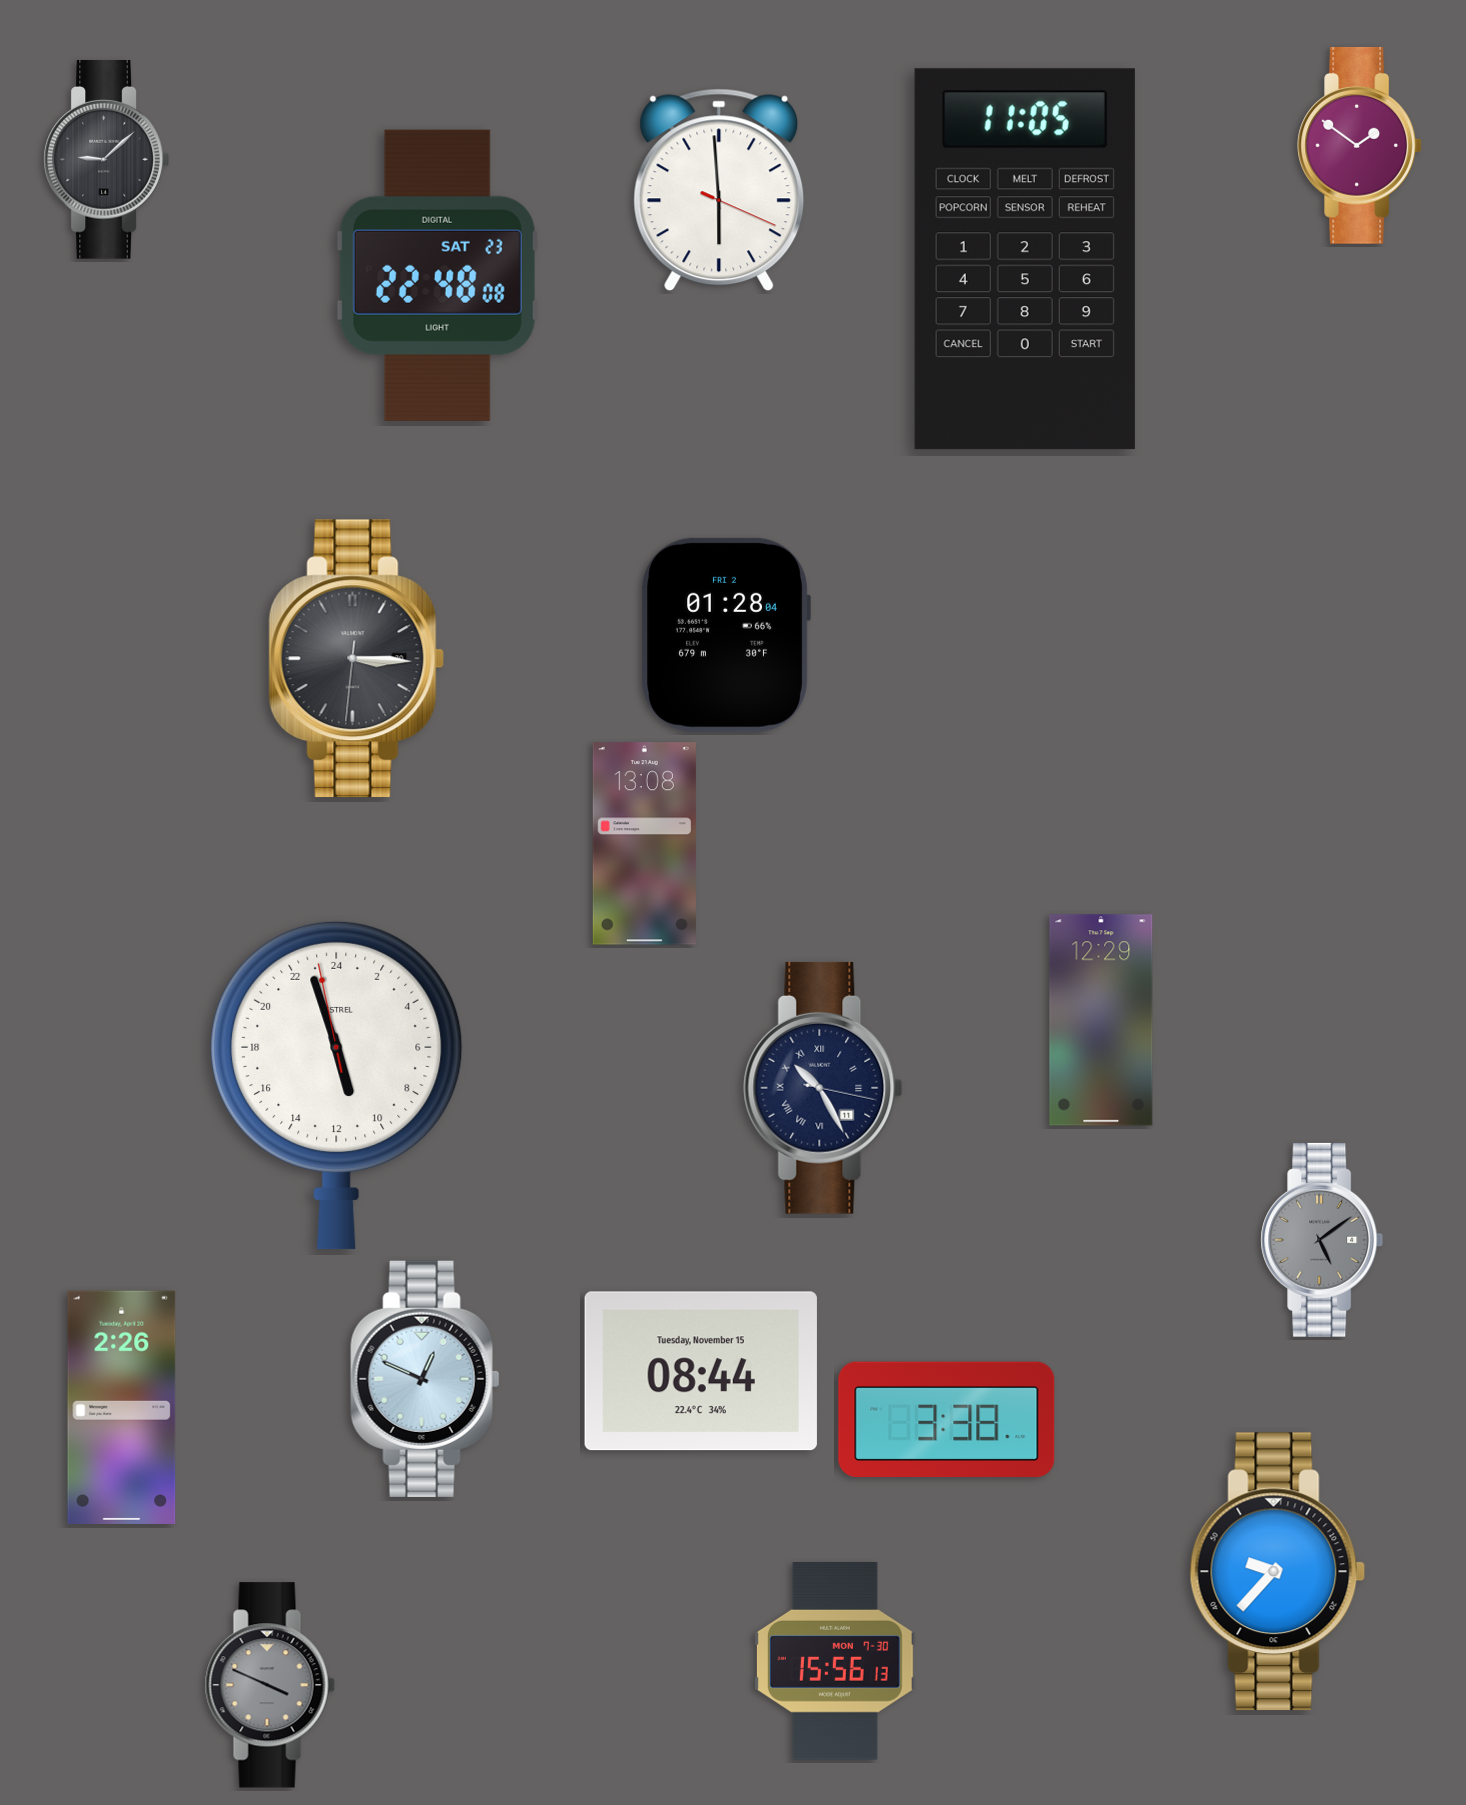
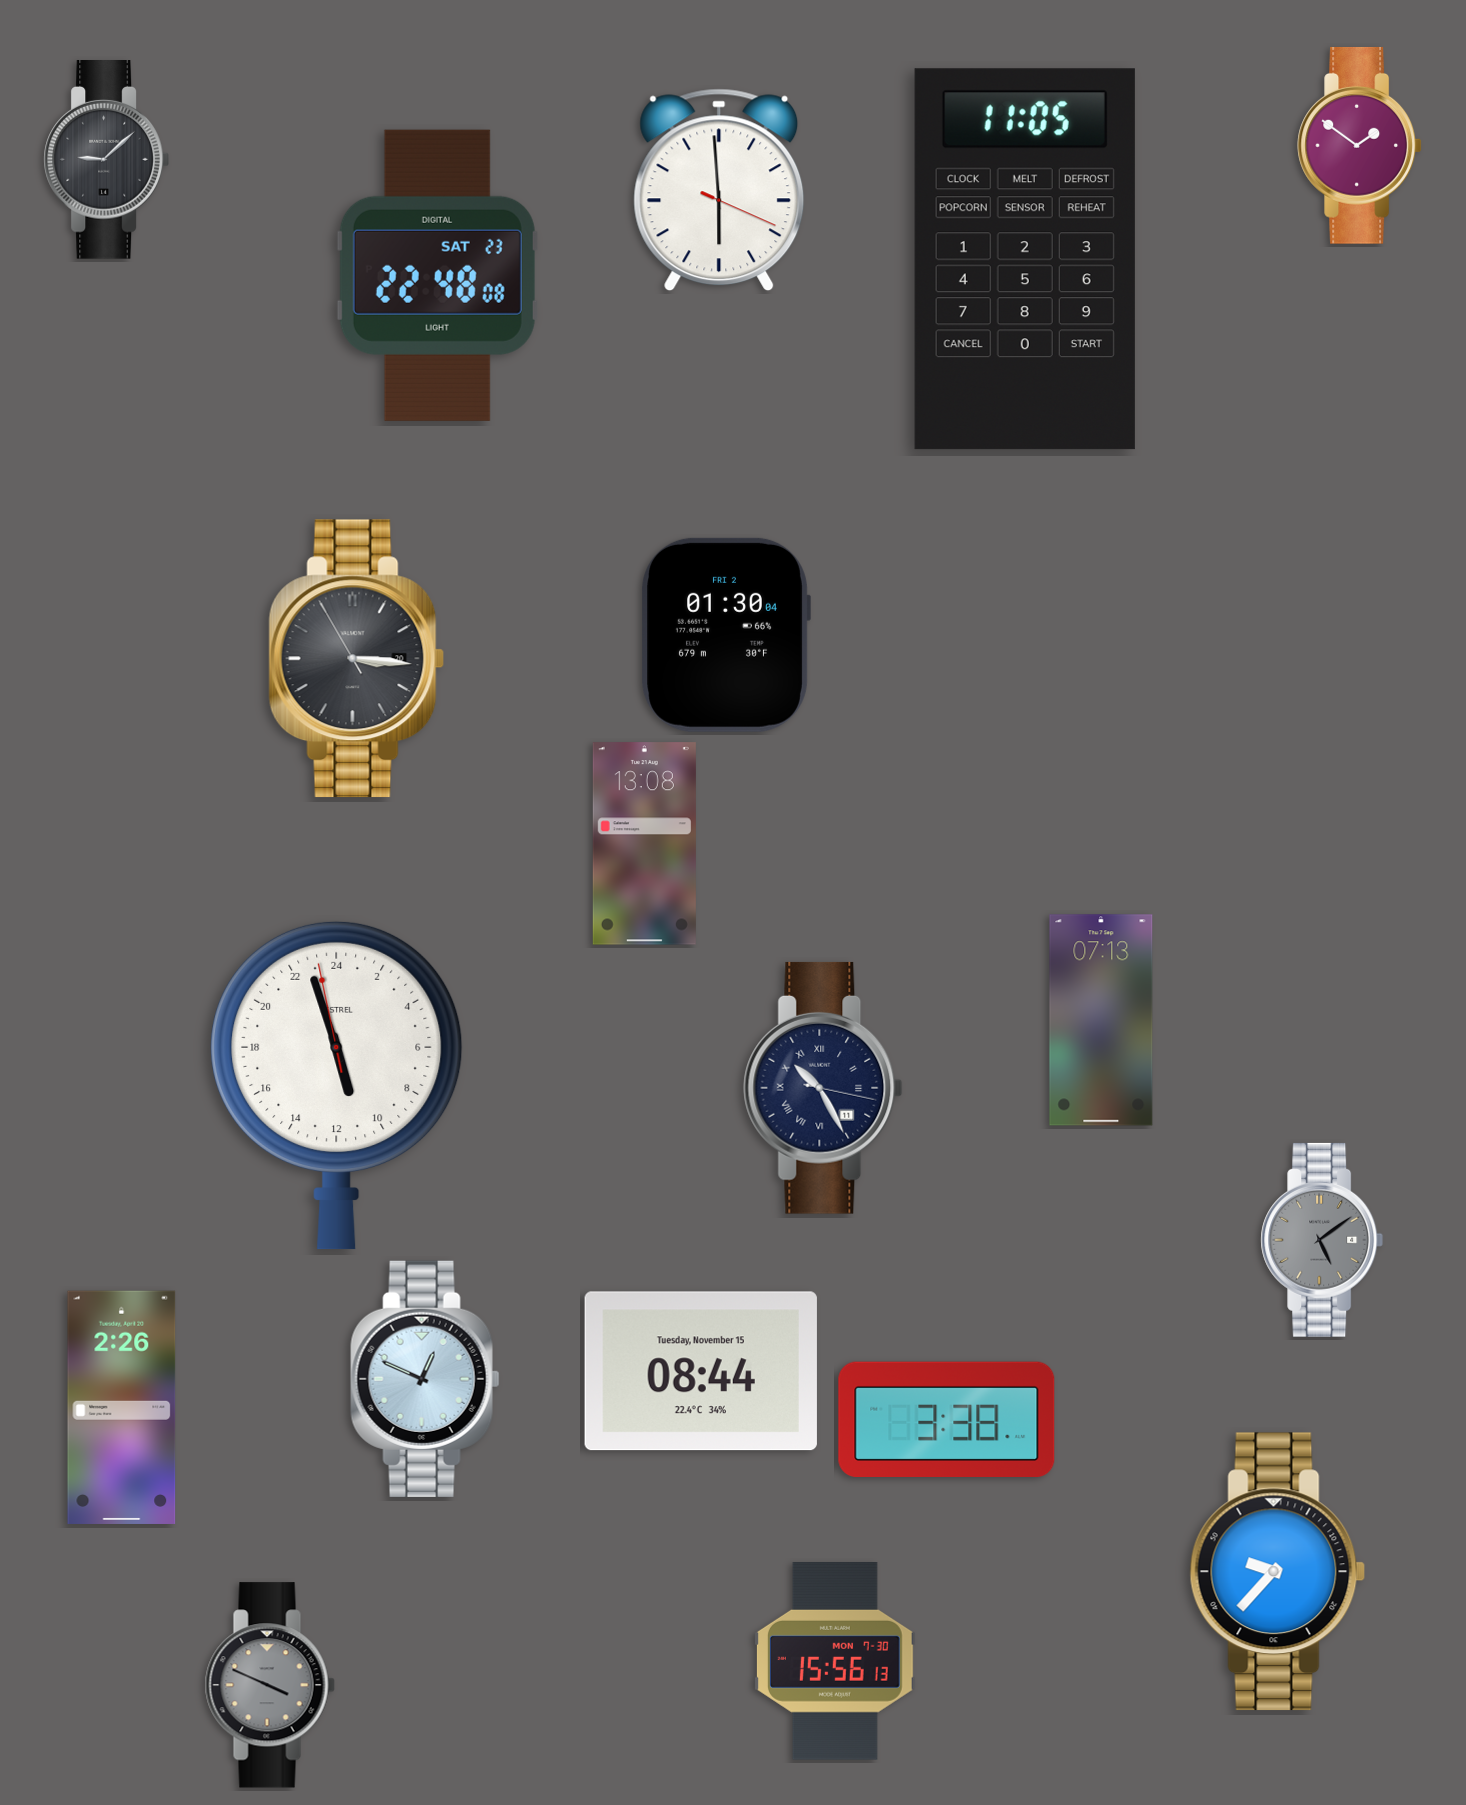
clock at (726, 635): 01:28 -> 01:30
clock at (357, 659): 3:15:31 -> 3:15:55
clock at (1101, 1020): 12:29 -> 07:13
